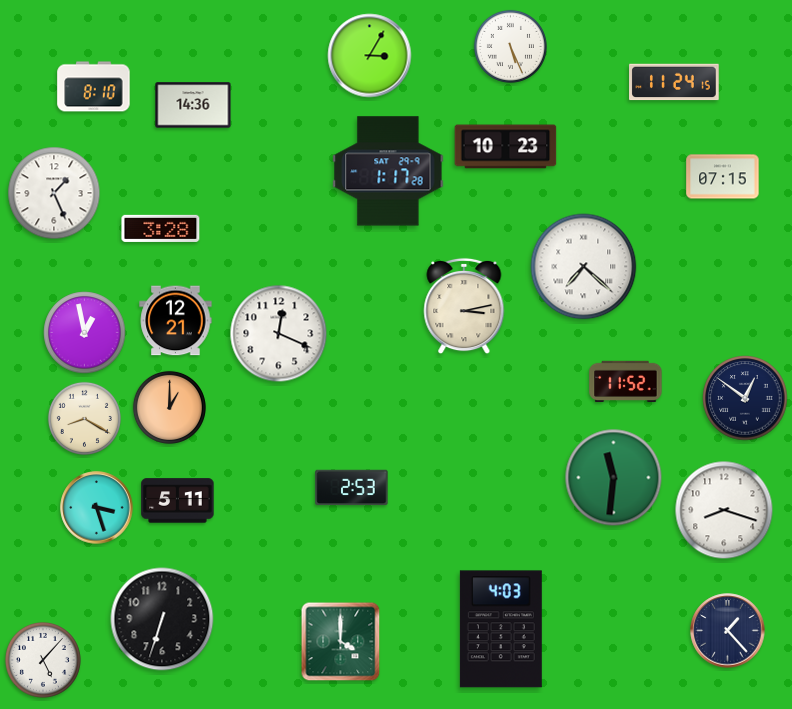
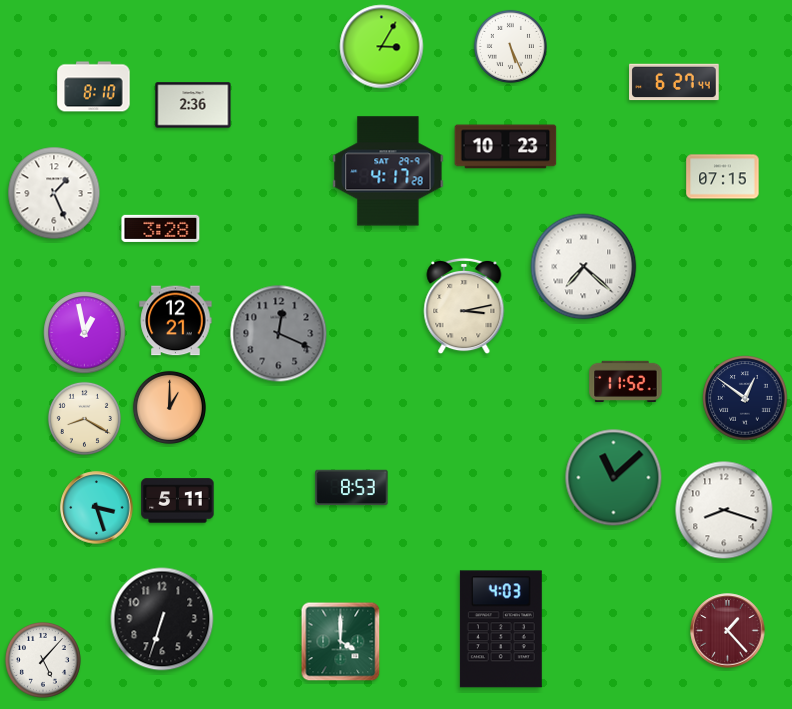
clock at (370, 56) position: (370, 56) -> (382, 47)
clock at (674, 82): 11:24 -> 6:27
clock at (193, 105): 14:36 -> 2:36
clock at (388, 171): 1:17 -> 4:17
clock at (279, 334) dial: white -> grey
clock at (614, 478): 11:31 -> 11:08
clock at (352, 488): 2:53 -> 8:53
clock at (728, 631) dial: navy -> burgundy
